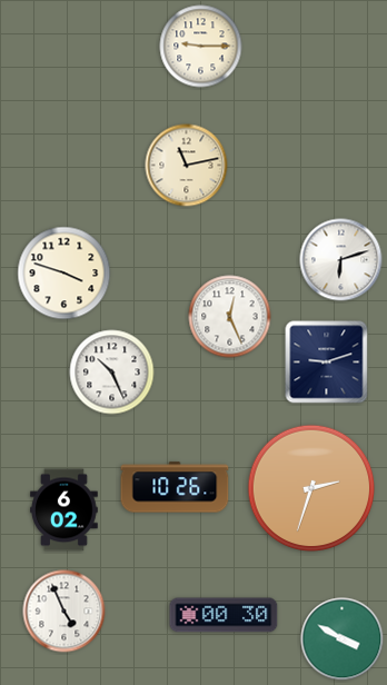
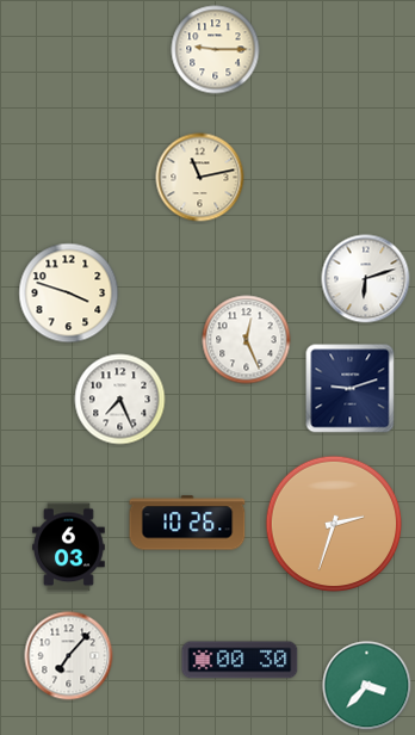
clock at (112, 373): 10:26 -> 7:26
clock at (64, 510): 6:02 -> 6:03
clock at (64, 612): 4:56 -> 7:07
clock at (343, 639): 3:50 -> 3:37
